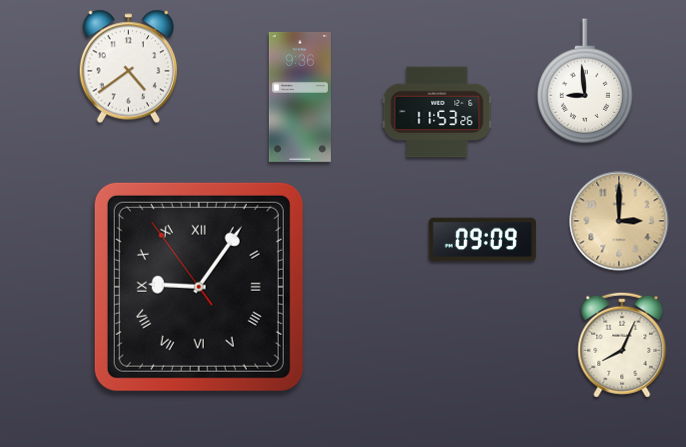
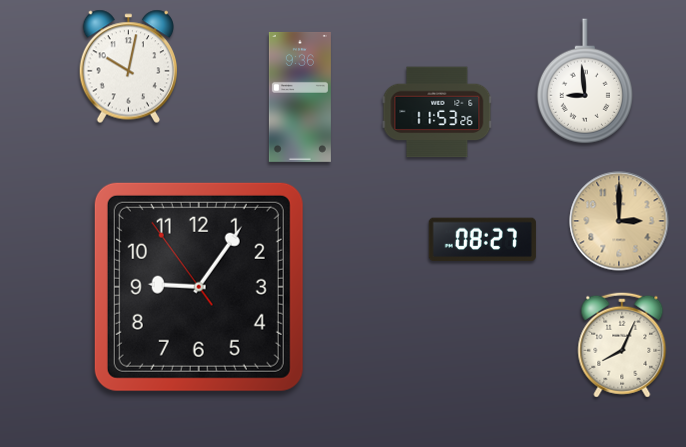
clock at (129, 67): 4:39 -> 10:02
clock at (482, 240): 09:09 -> 08:27
clock at (199, 287) numerals: Roman -> Arabic
